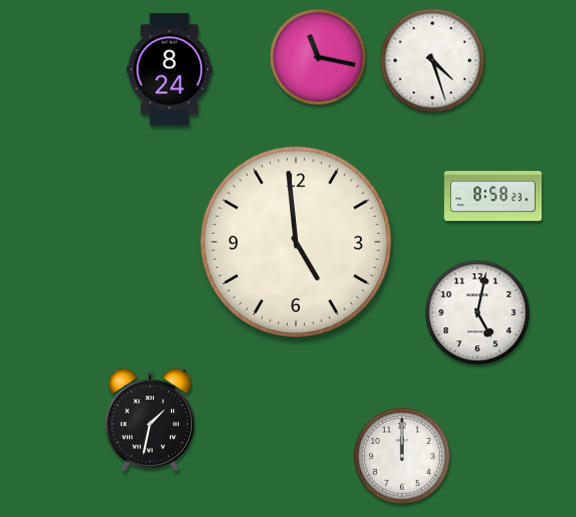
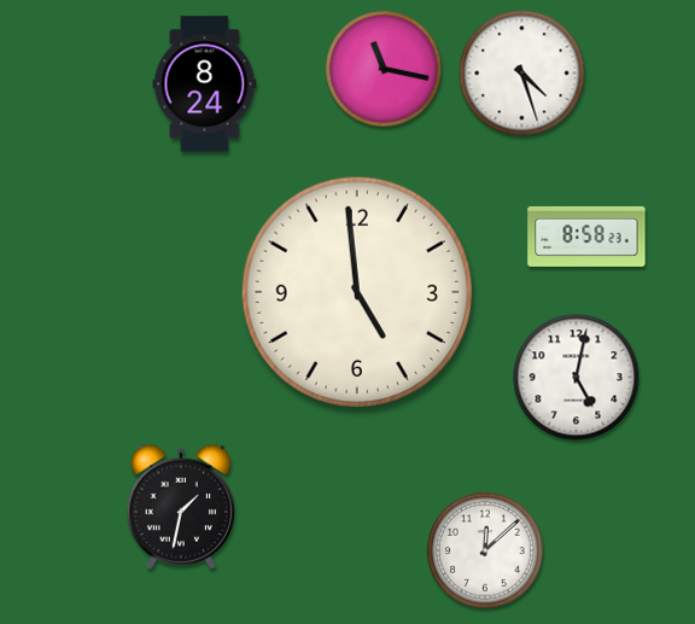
clock at (493, 196) position: (493, 196) -> (586, 237)
clock at (402, 456): 12:00 -> 12:08
